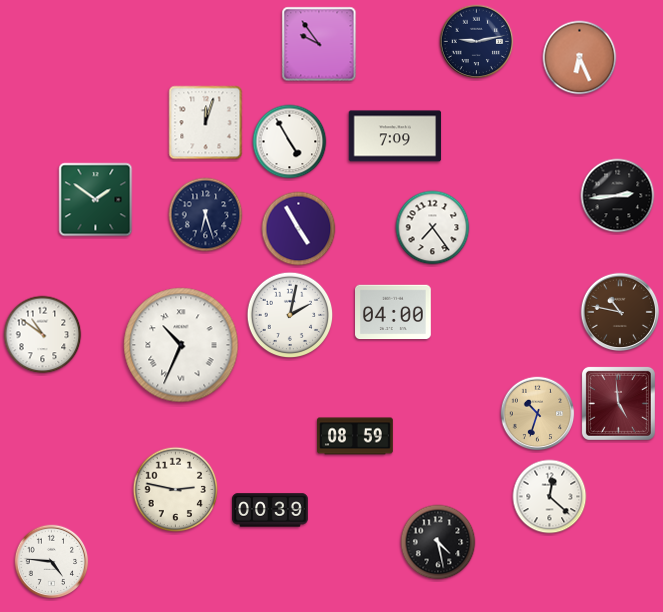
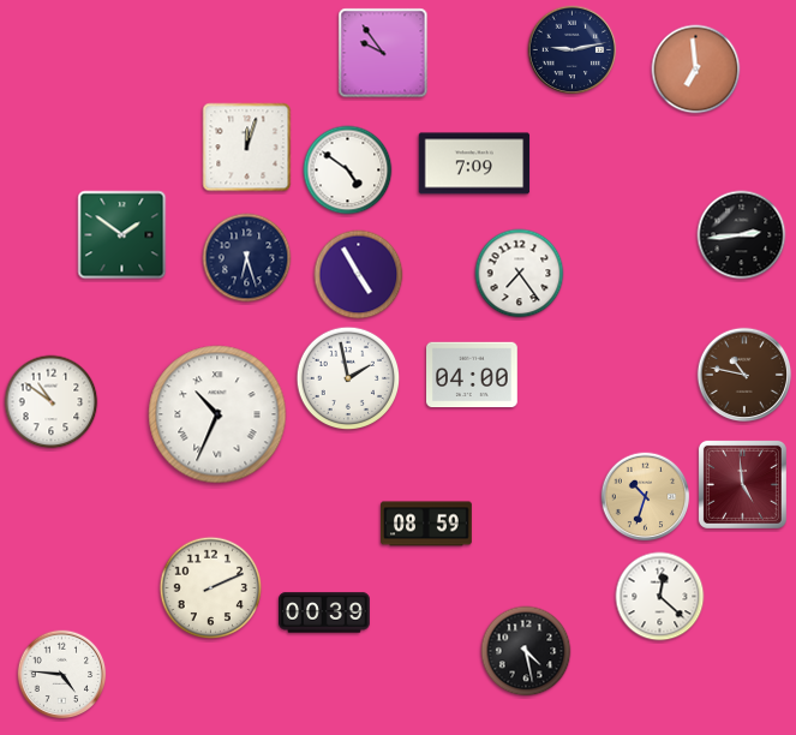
clock at (580, 58): 6:26 -> 6:59
clock at (290, 142): 4:55 -> 4:51
clock at (96, 200) position: (96, 200) -> (122, 235)
clock at (290, 315): 2:02 -> 1:58
clock at (176, 490): 2:47 -> 2:11
